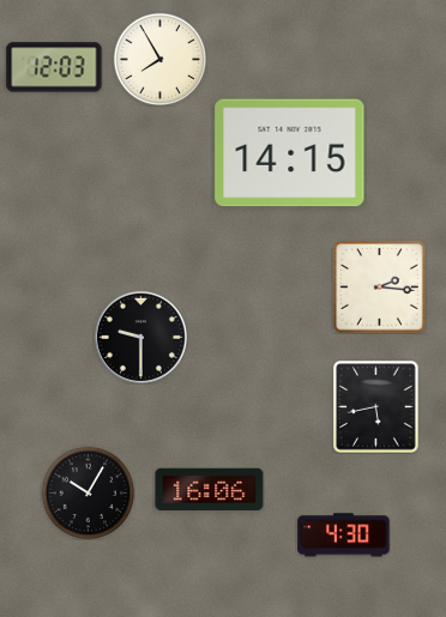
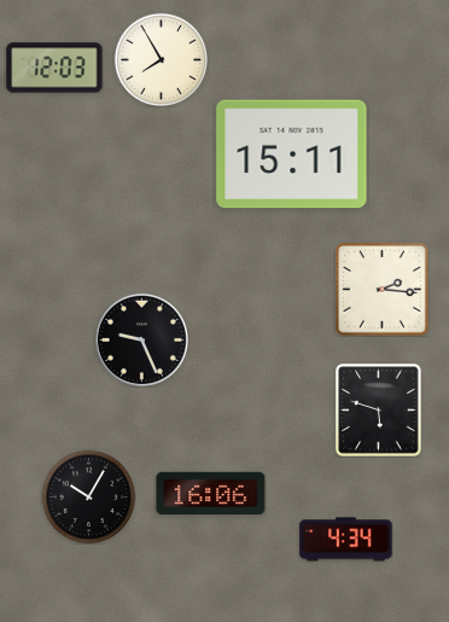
clock at (290, 153): 14:15 -> 15:11
clock at (140, 337): 9:30 -> 9:26
clock at (376, 407): 5:43 -> 5:48
clock at (344, 536): 4:30 -> 4:34
